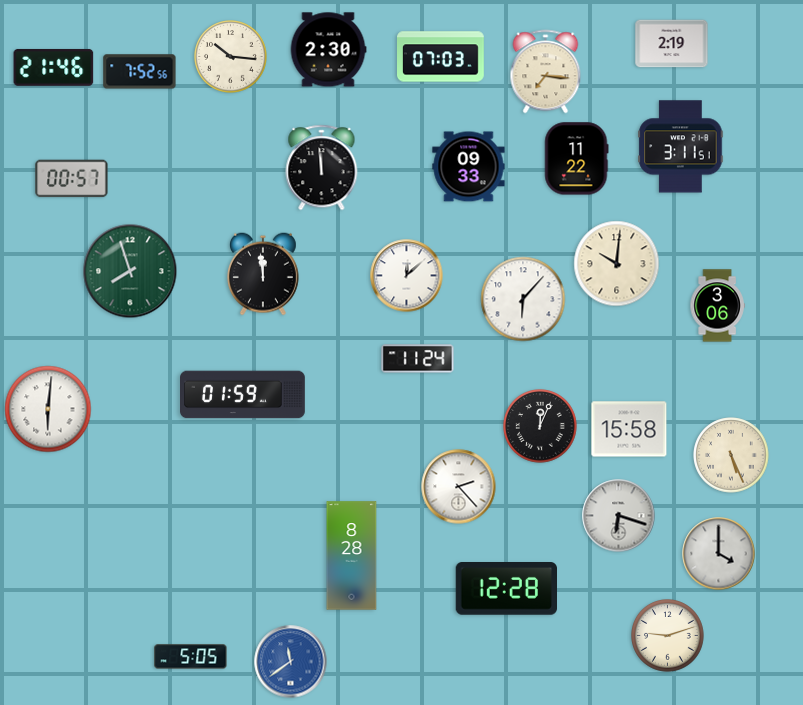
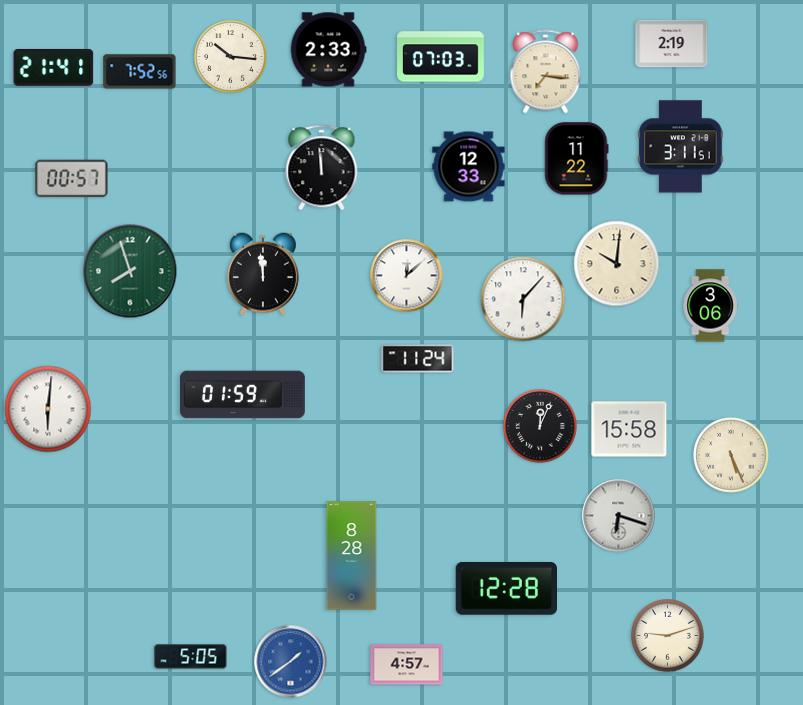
clock at (328, 50): 2:30 -> 2:33
clock at (54, 67): 21:46 -> 21:41
clock at (469, 167): 09:33 -> 12:33
clock at (717, 306) position: (717, 306) -> (710, 306)
clock at (459, 487): 2:23 -> none
clock at (719, 554): 4:00 -> none
clock at (291, 662): 11:39 -> 1:39
clock at (407, 665): none -> 4:57
